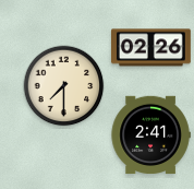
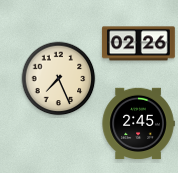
clock at (64, 86): 7:30 -> 7:26
clock at (150, 135): 2:41 -> 2:45
